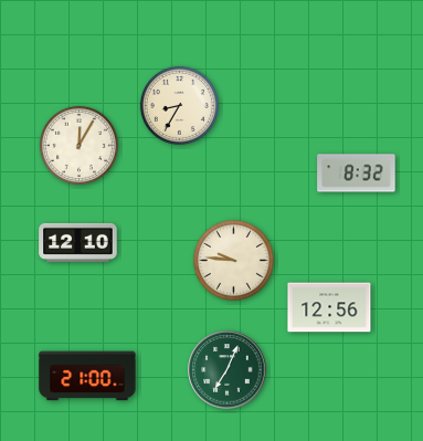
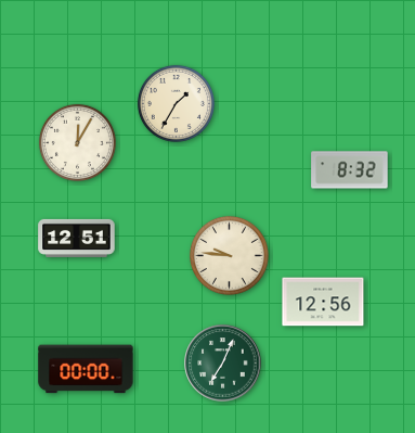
clock at (179, 105): 8:35 -> 1:35
clock at (78, 242): 12:10 -> 12:51
clock at (87, 376): 21:00 -> 00:00
